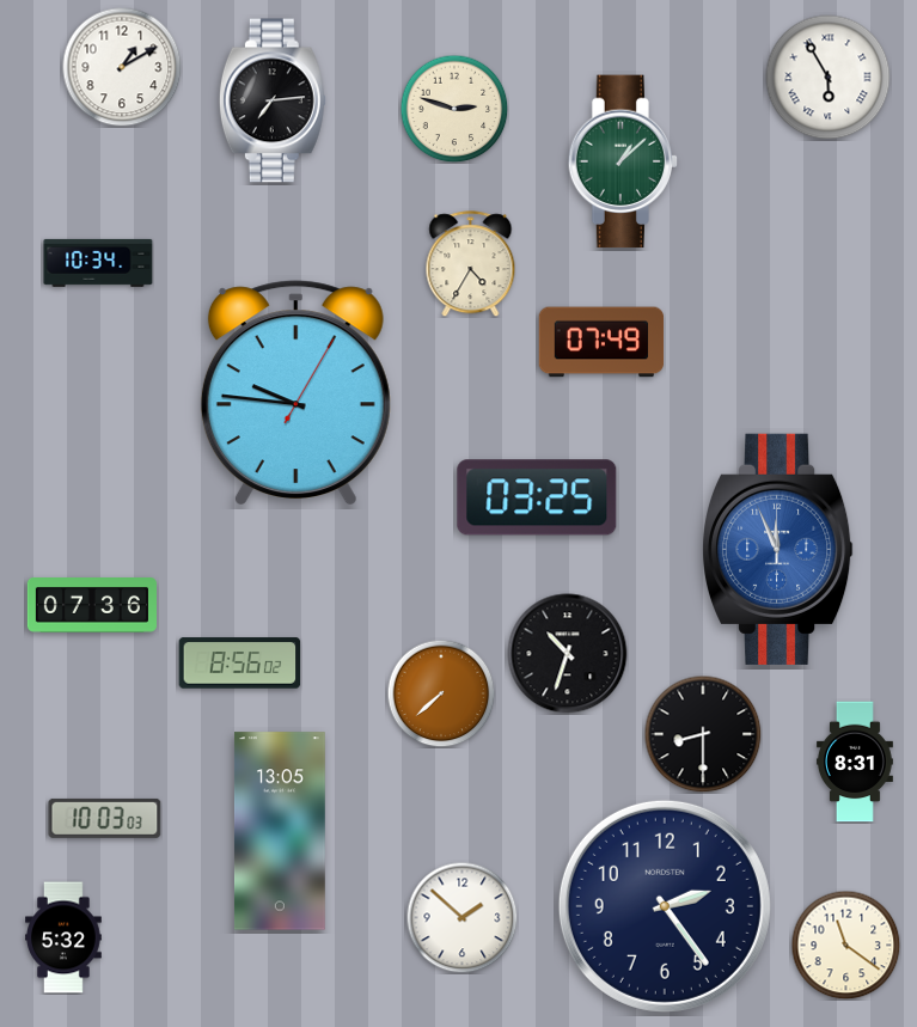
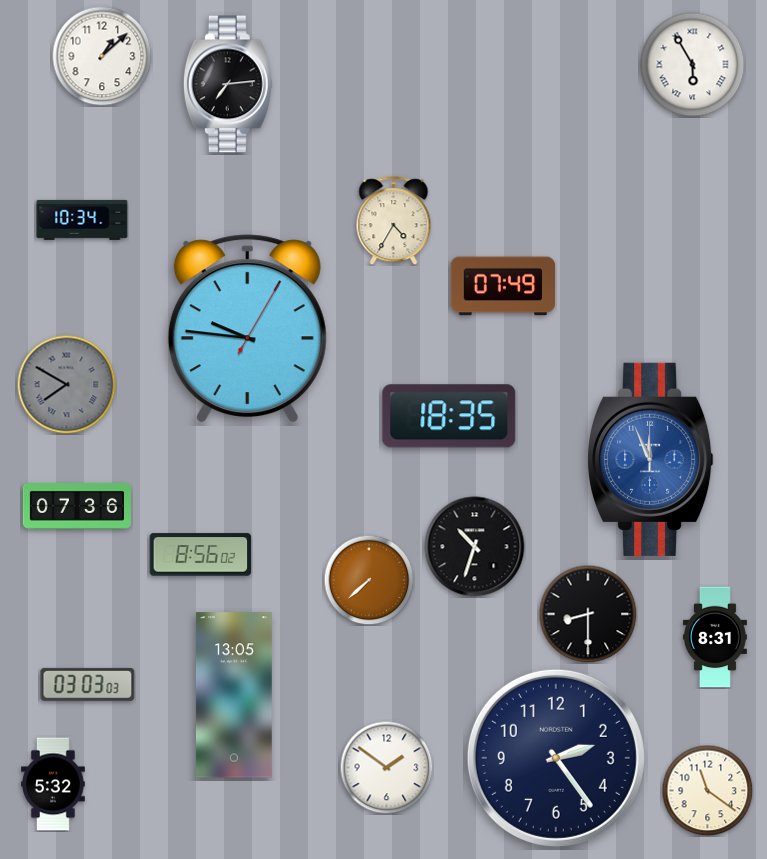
clock at (122, 67): 1:10 -> 1:08
clock at (454, 109): 2:48 -> none
clock at (623, 161): 1:08 -> none
clock at (67, 385): none -> 7:50
clock at (537, 497): 03:25 -> 18:35
clock at (105, 818): 10:03 -> 03:03
clock at (461, 917): 1:52 -> 1:51
